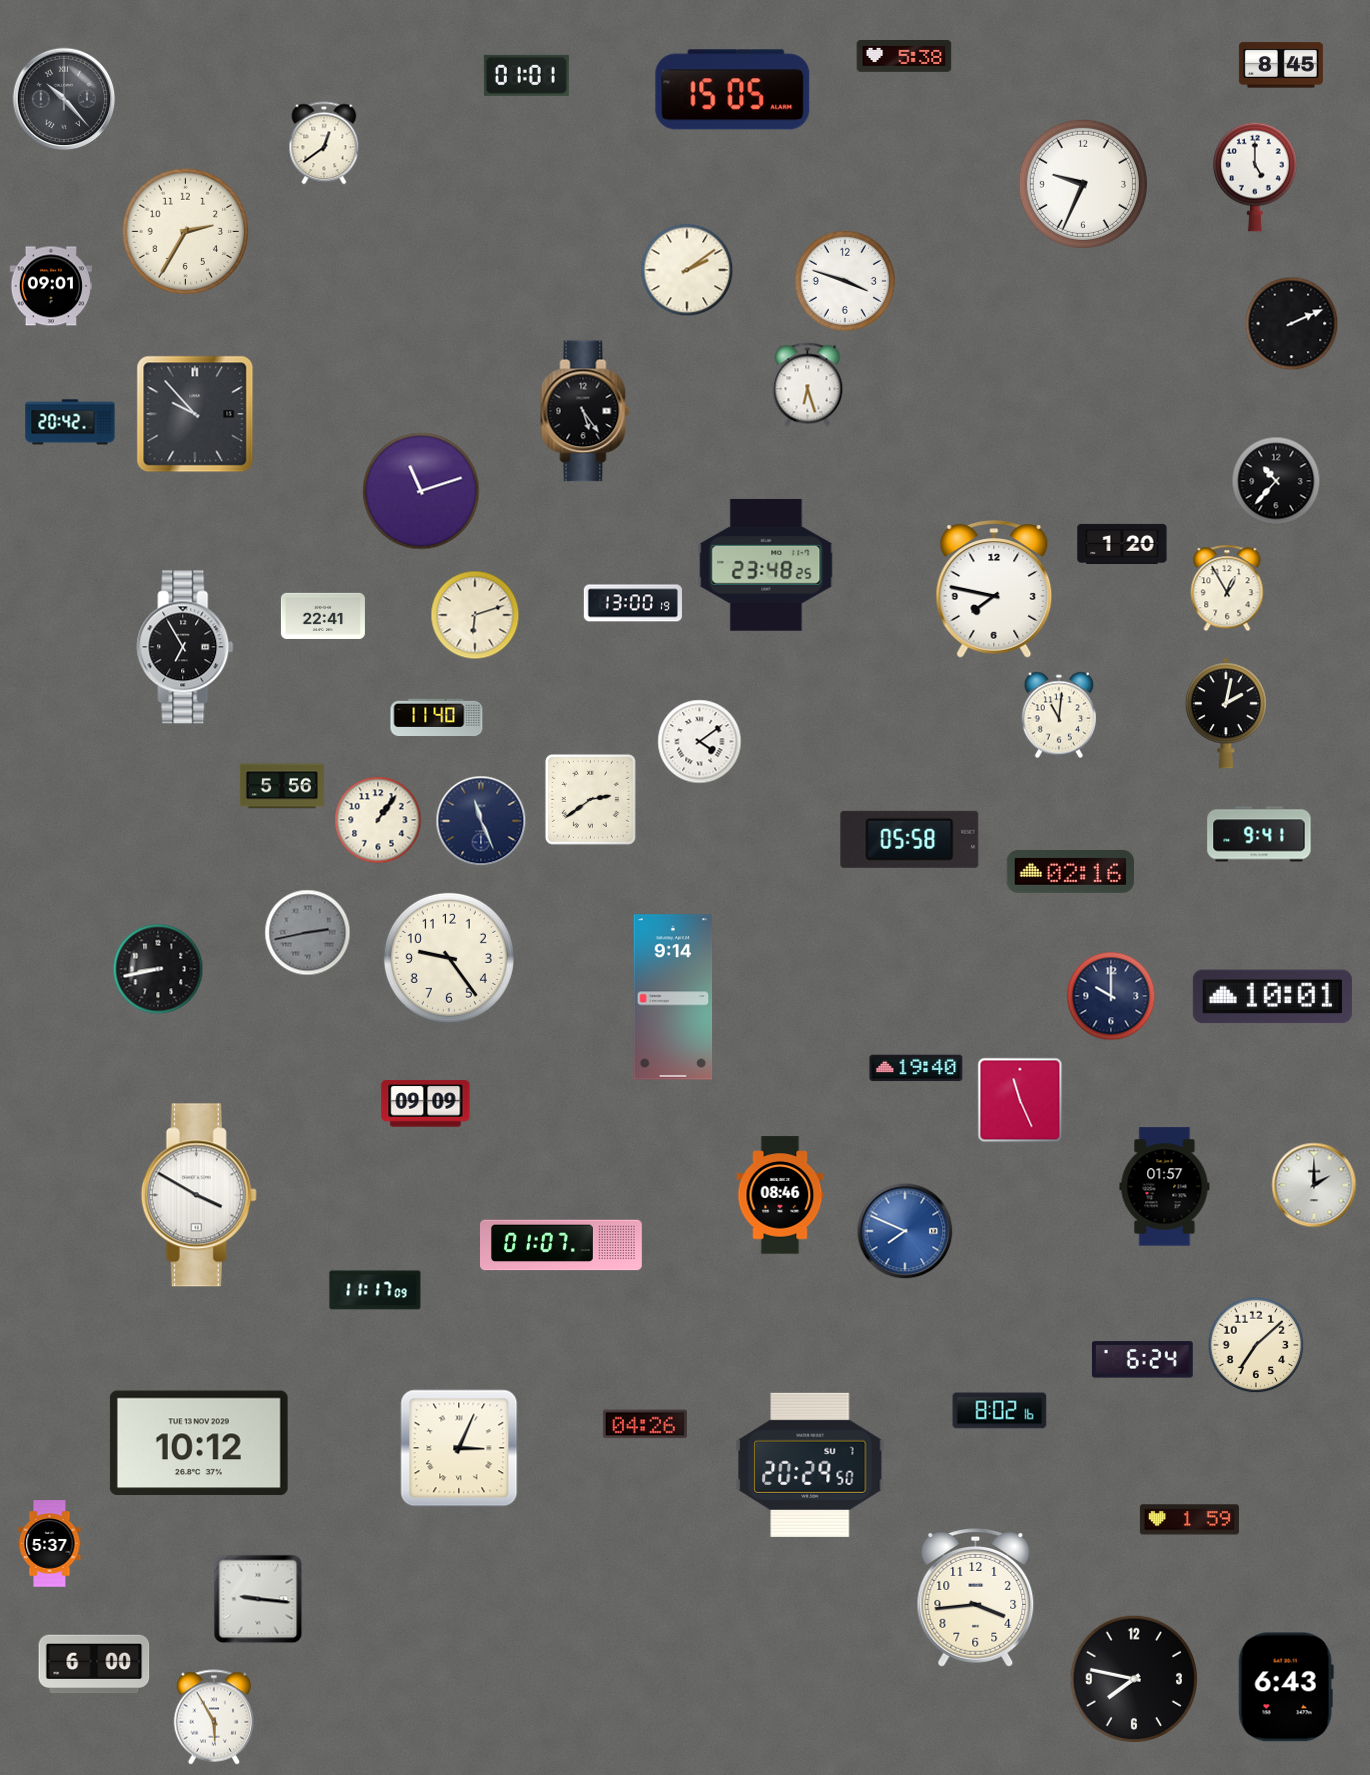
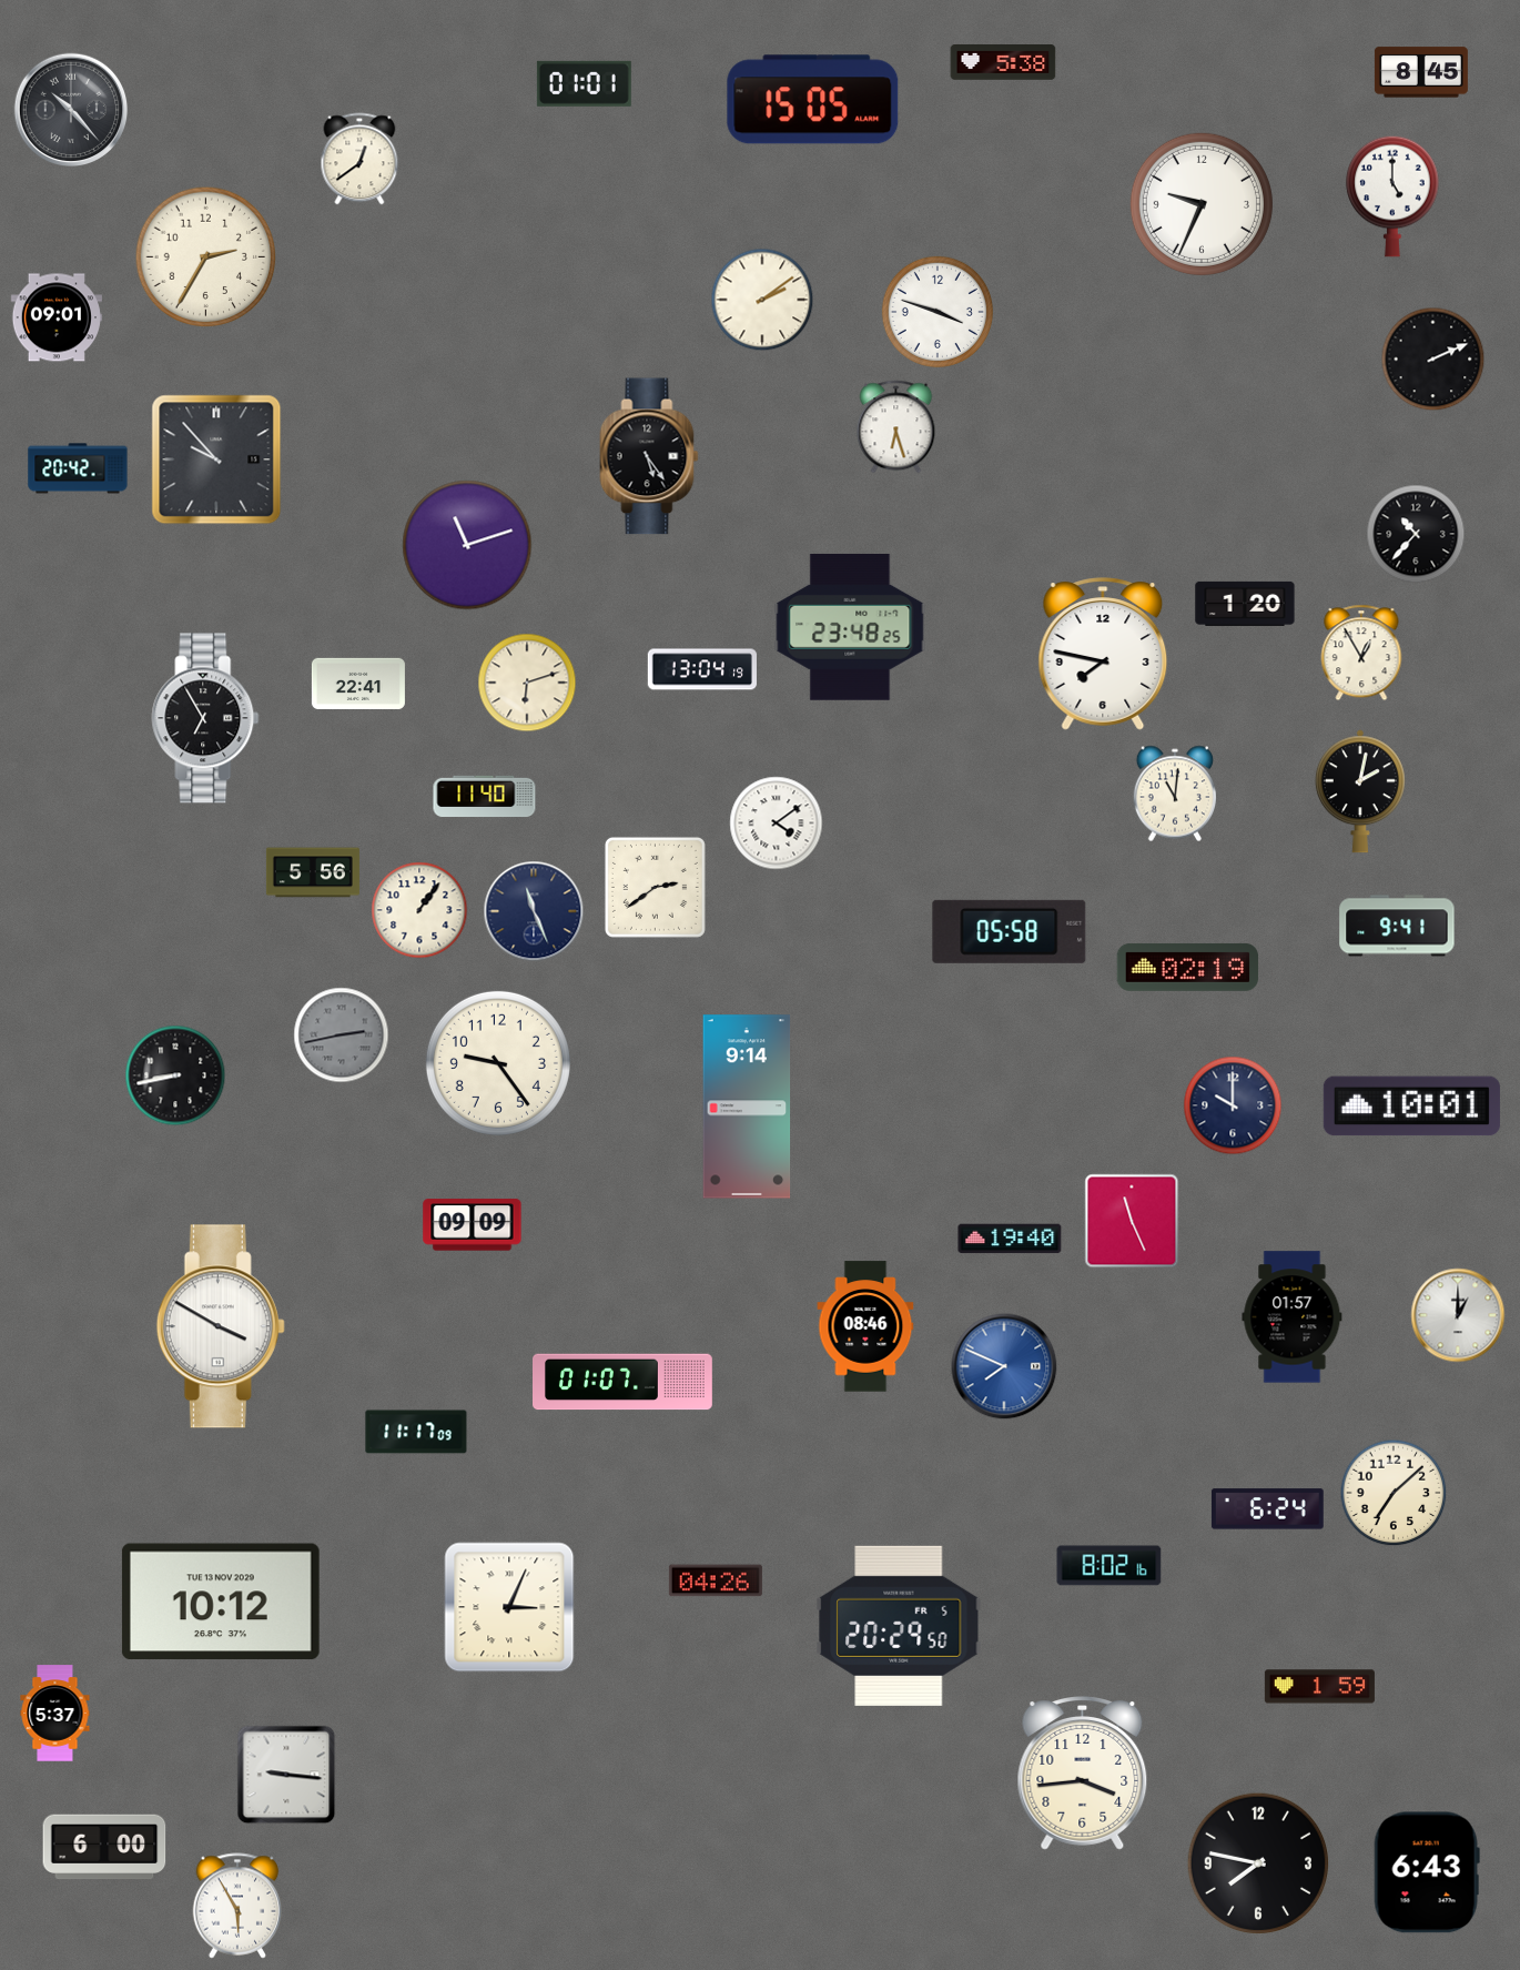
clock at (633, 603): 13:00 -> 13:04
clock at (1071, 871): 02:16 -> 02:19
clock at (916, 1068) position: (916, 1068) -> (1010, 1239)
clock at (1314, 1185): 2:00 -> 1:00
clock at (810, 1465) date: SU 7 -> FR 5
